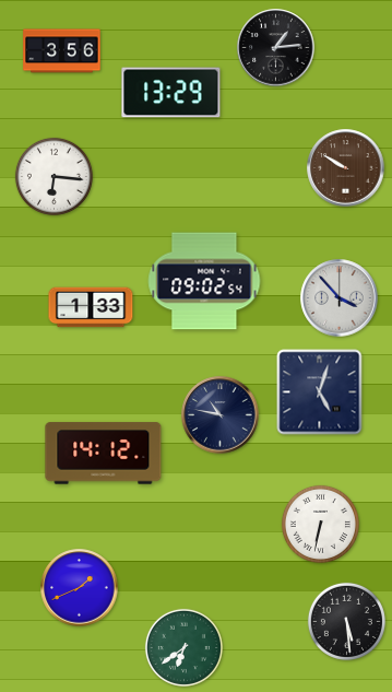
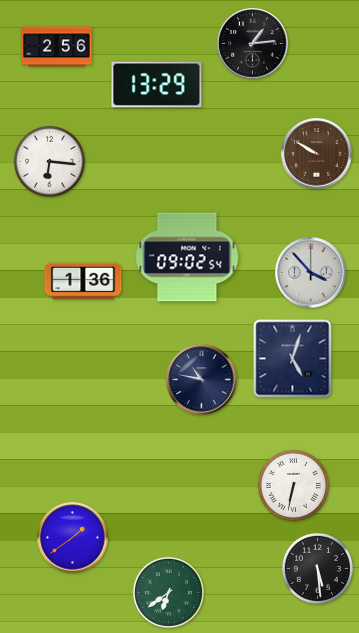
clock at (62, 51): 3:56 -> 2:56
clock at (91, 307): 1:33 -> 1:36
clock at (104, 454): 14:12 -> none
clock at (320, 524) position: (320, 524) -> (293, 485)
clock at (80, 588): 1:41 -> 1:39
